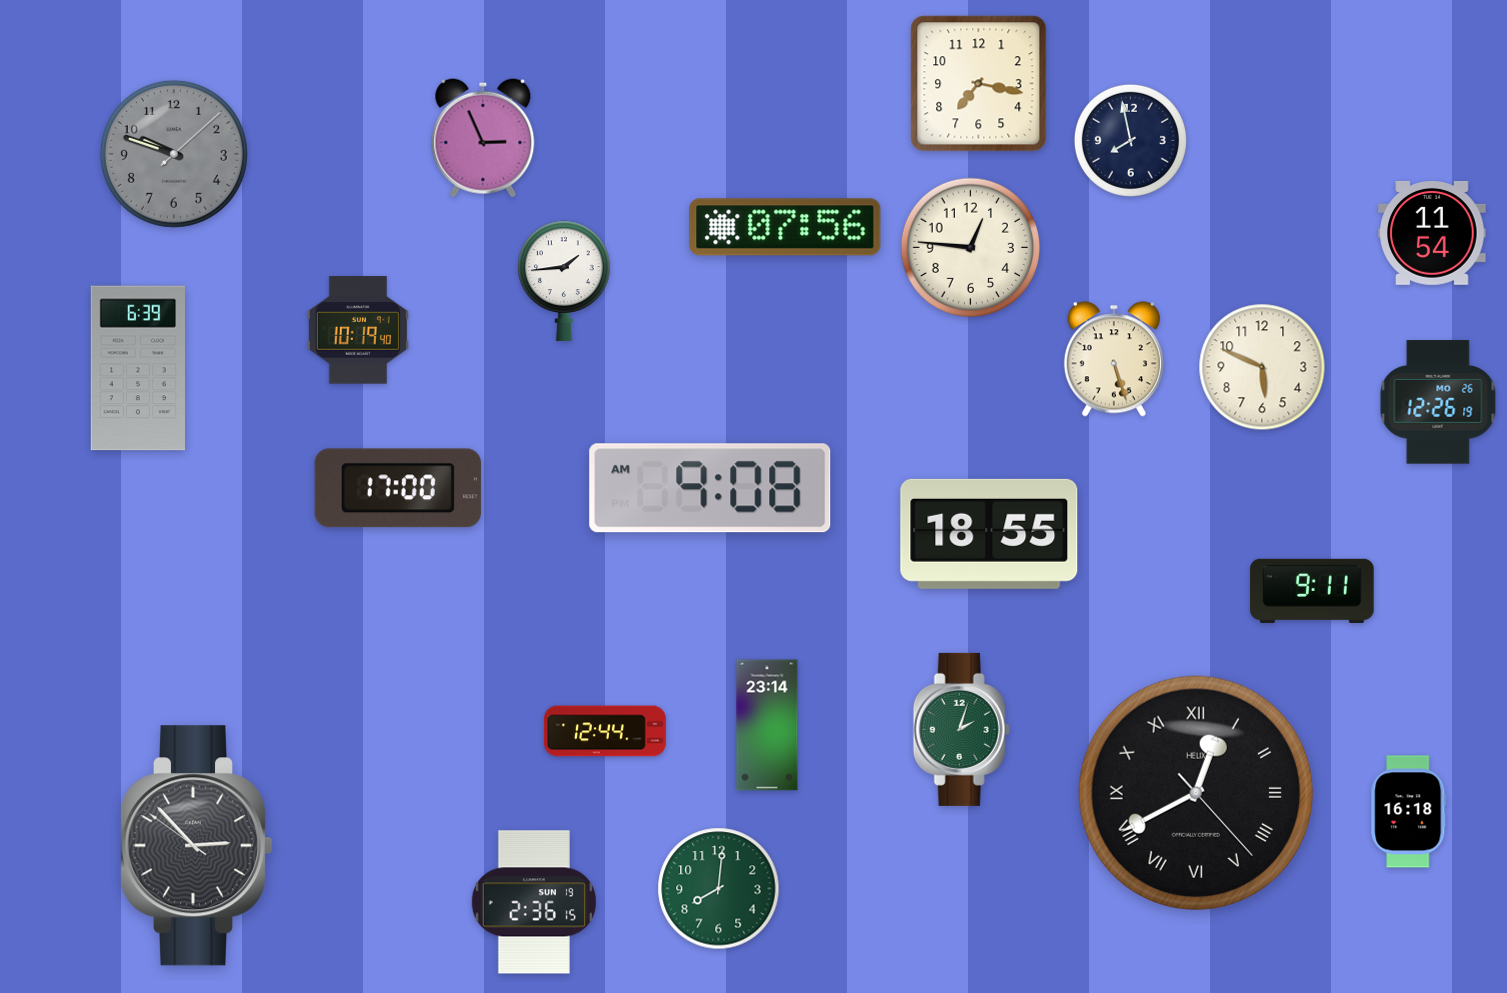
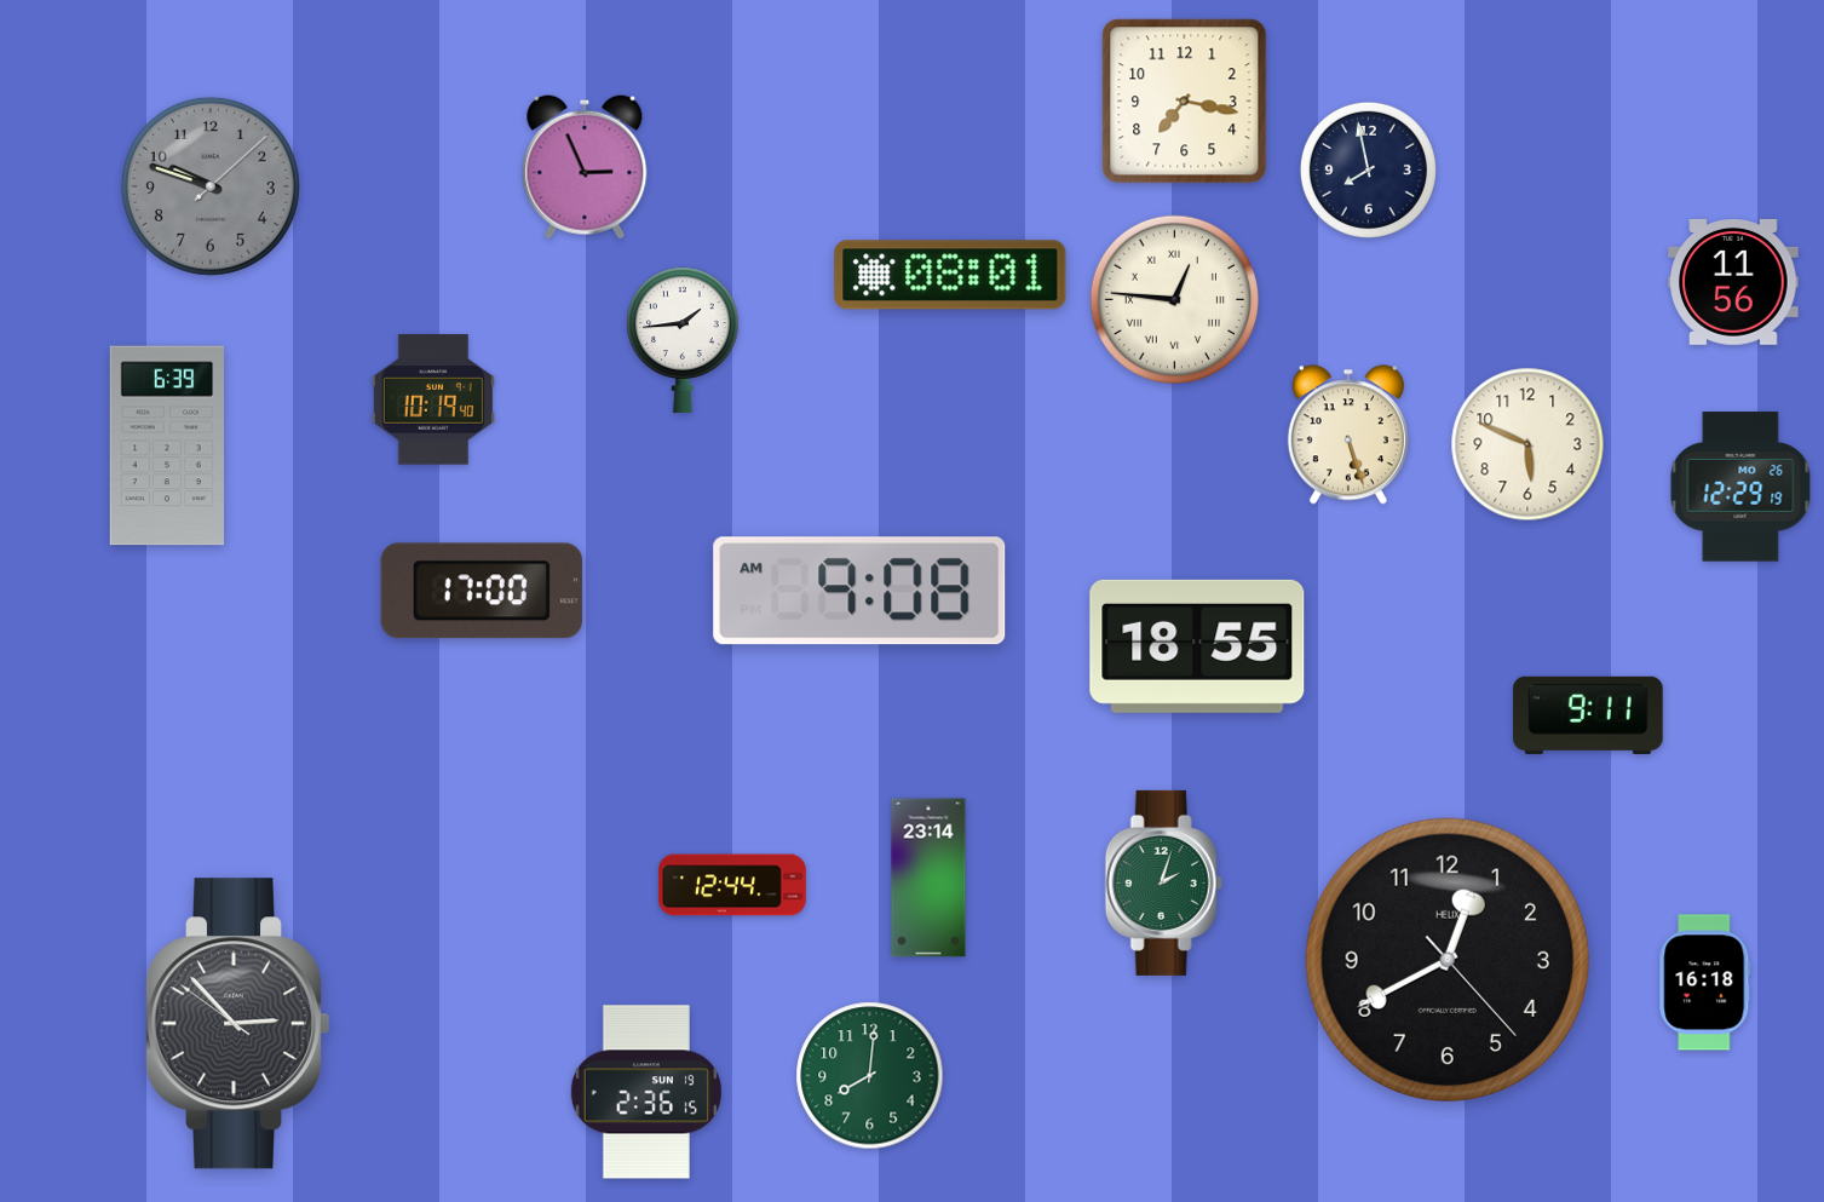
clock at (785, 227): 07:56 -> 08:01
clock at (1432, 233): 11:54 -> 11:56
clock at (971, 248) numerals: Arabic -> Roman
clock at (1438, 402): 12:26 -> 12:29
clock at (1196, 793) numerals: Roman -> Arabic
